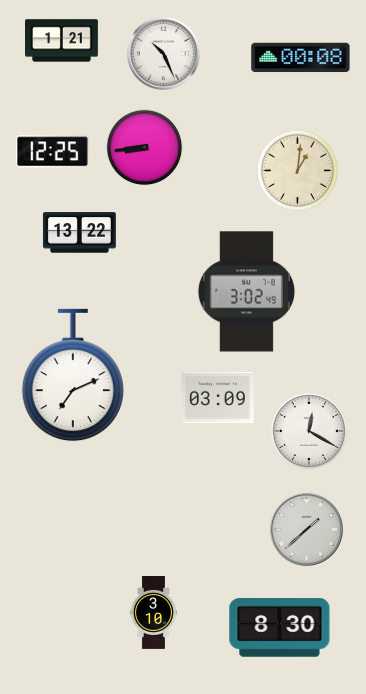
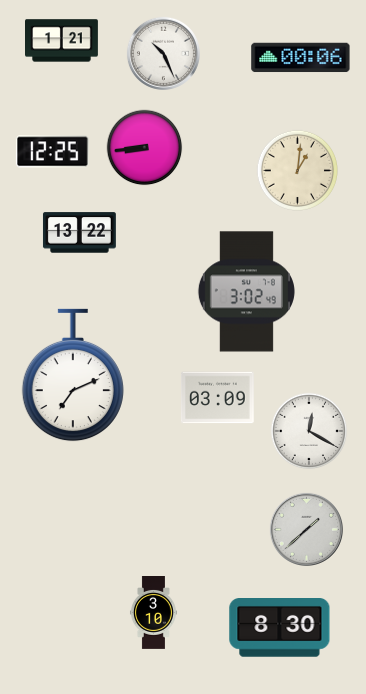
clock at (301, 58): 00:08 -> 00:06
